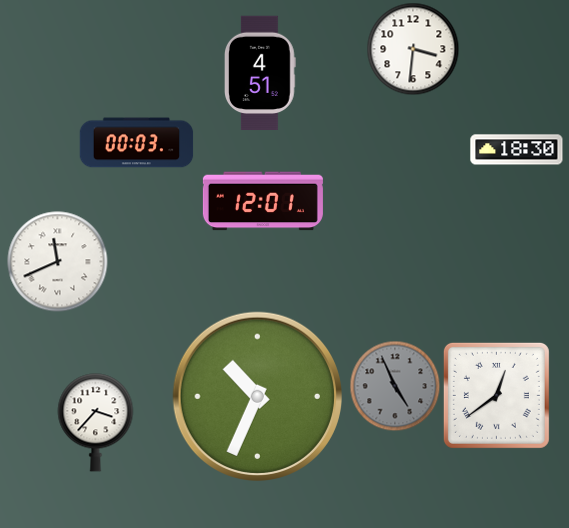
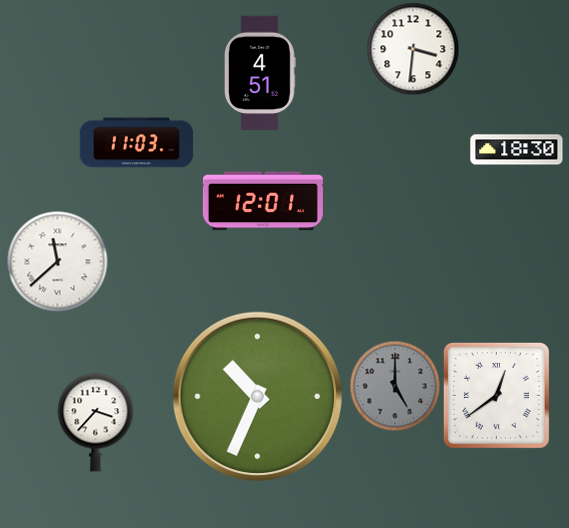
clock at (137, 143): 00:03 -> 11:03
clock at (58, 262): 11:41 -> 11:38
clock at (395, 386): 4:56 -> 5:00
